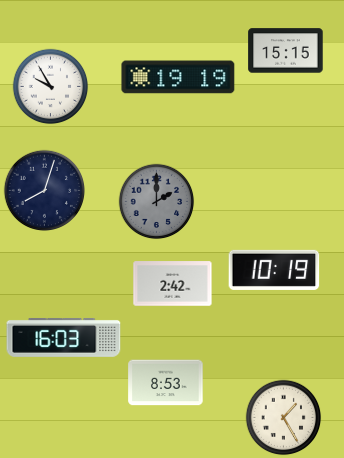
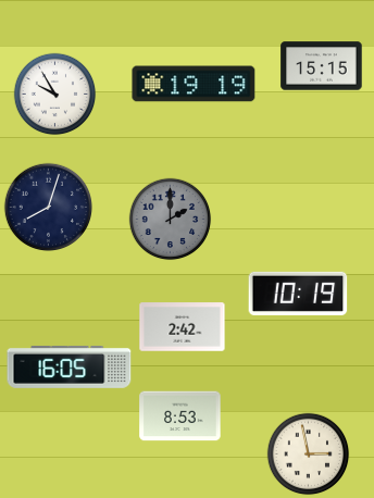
clock at (286, 51) position: (286, 51) -> (322, 66)
clock at (173, 284) position: (173, 284) -> (183, 327)
clock at (64, 337): 16:03 -> 16:05
clock at (284, 418): 1:25 -> 2:58
